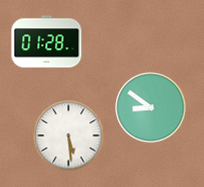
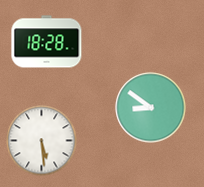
clock at (47, 42): 01:28 -> 18:28
clock at (69, 136) position: (69, 136) -> (42, 141)
